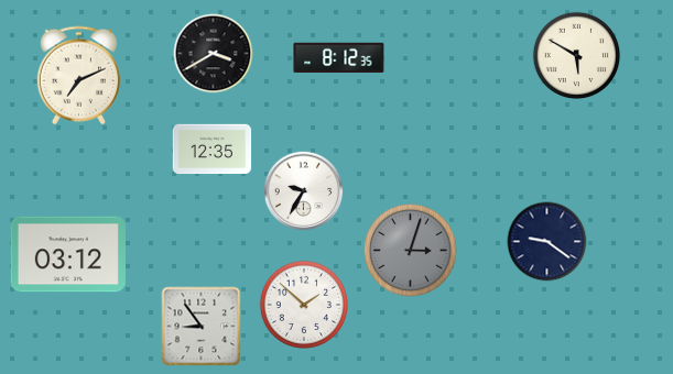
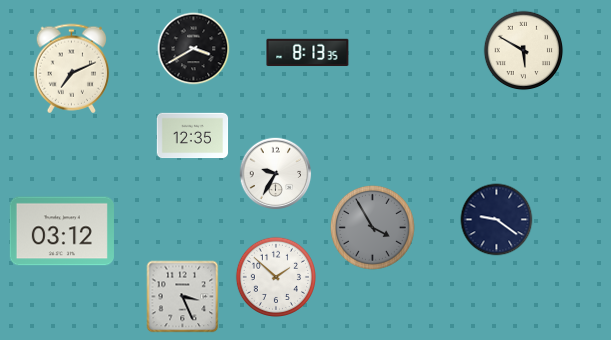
clock at (339, 58): 8:12 -> 8:13
clock at (410, 250): 3:03 -> 3:55
clock at (202, 327): 8:54 -> 3:26
